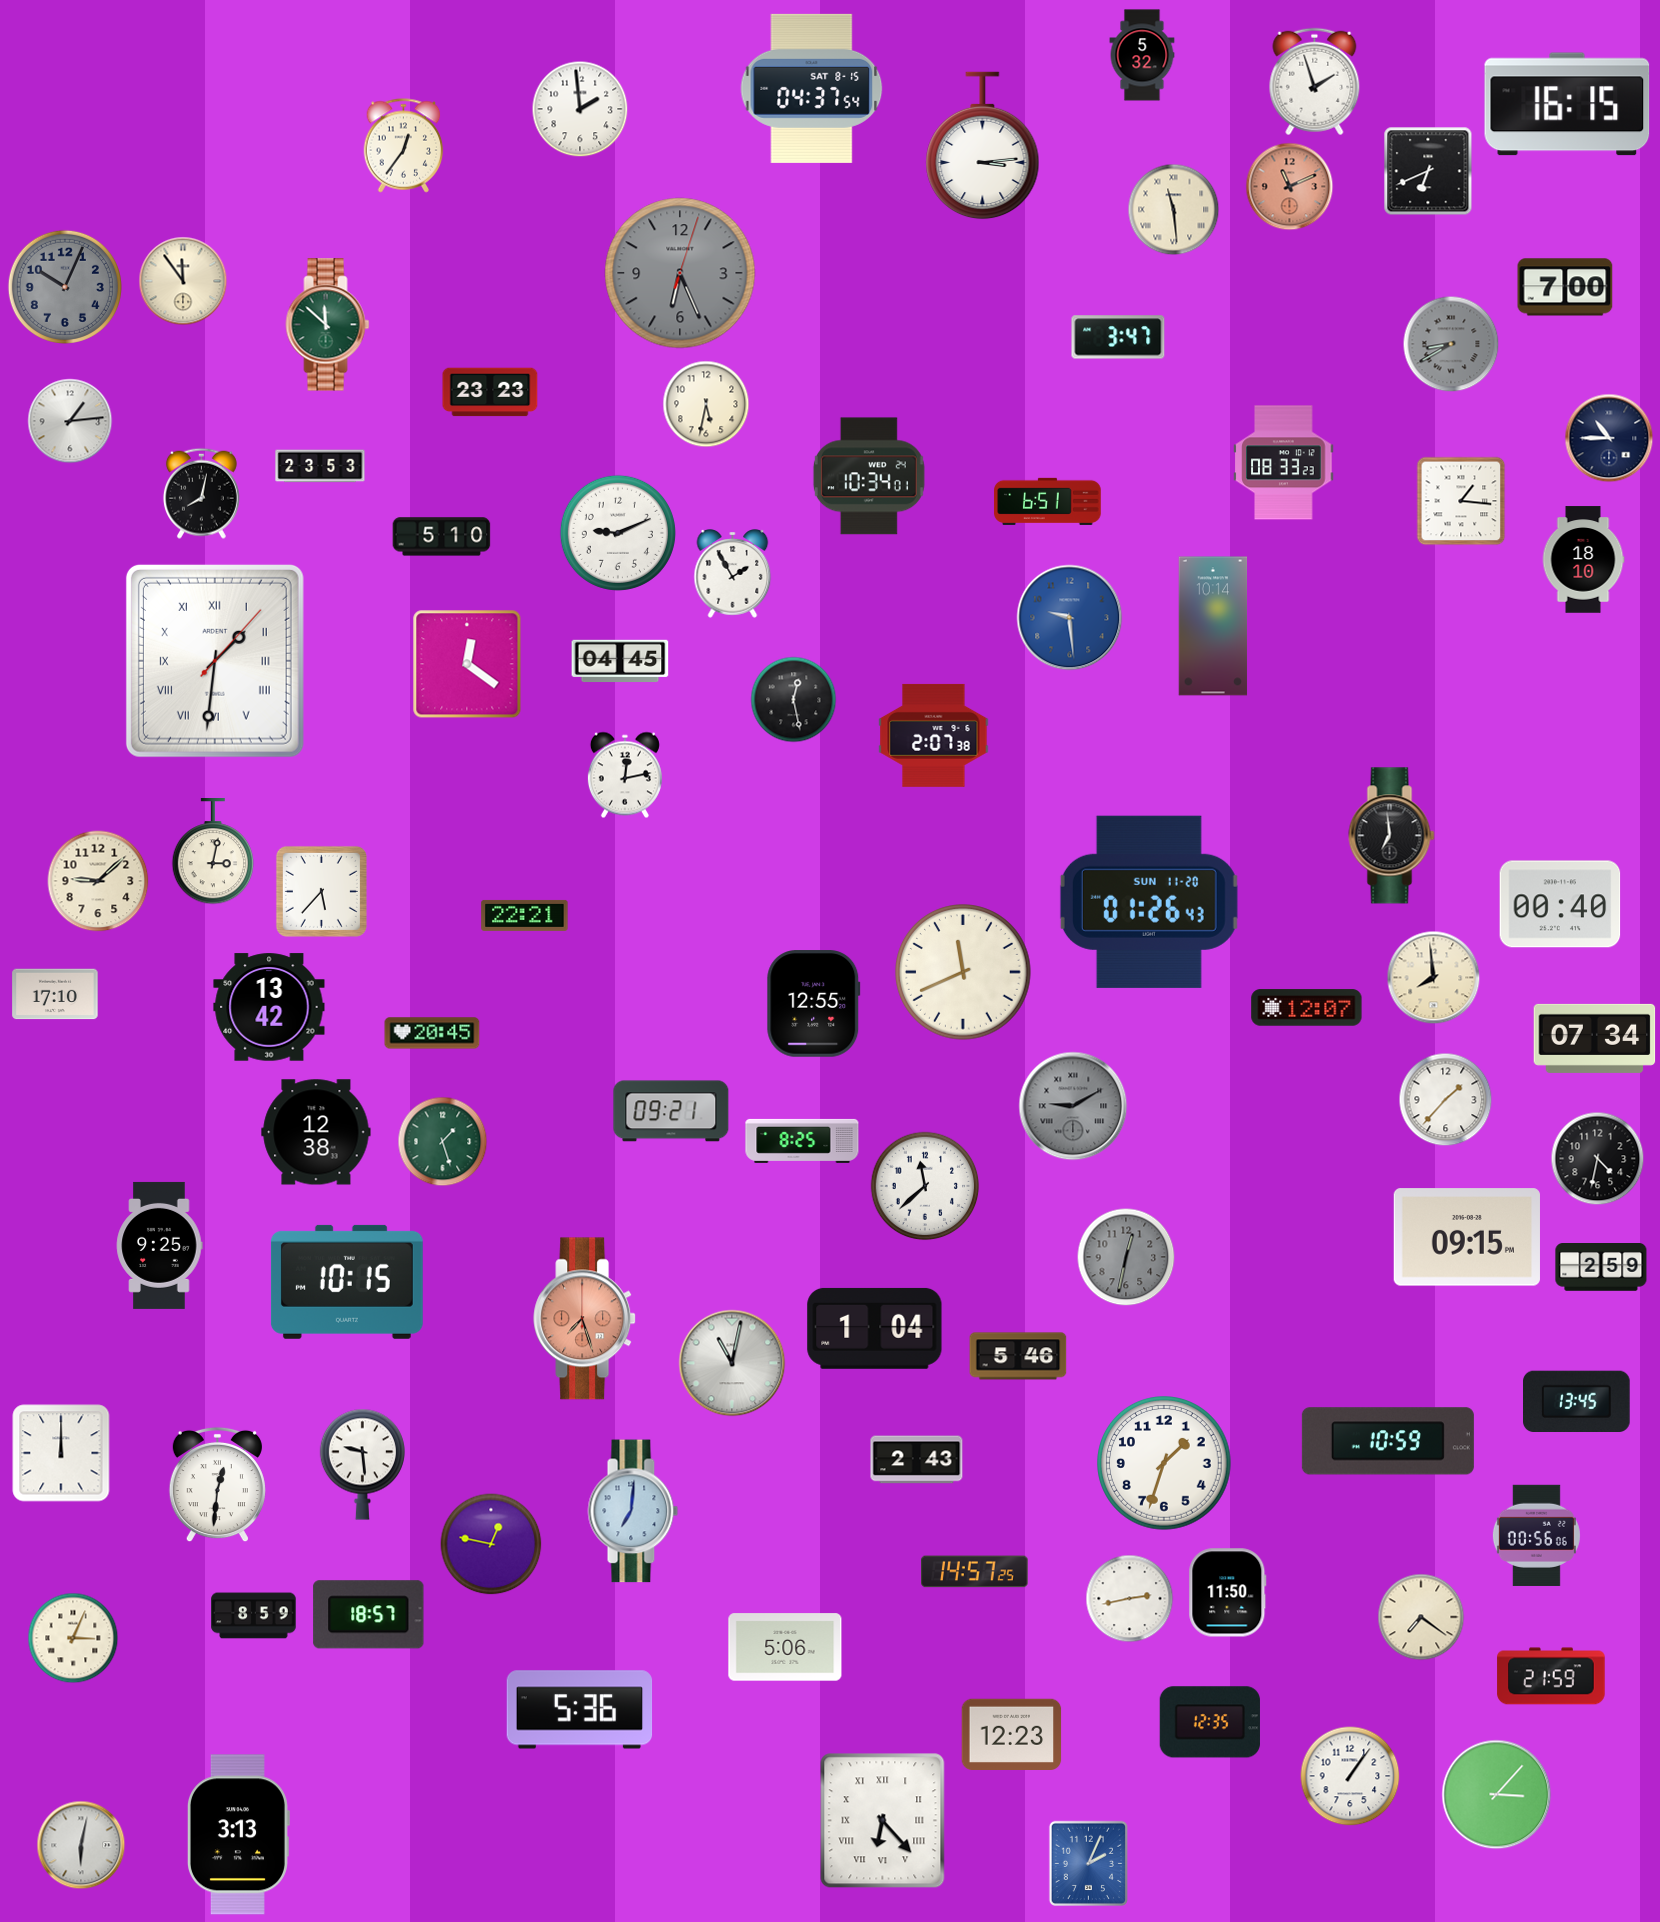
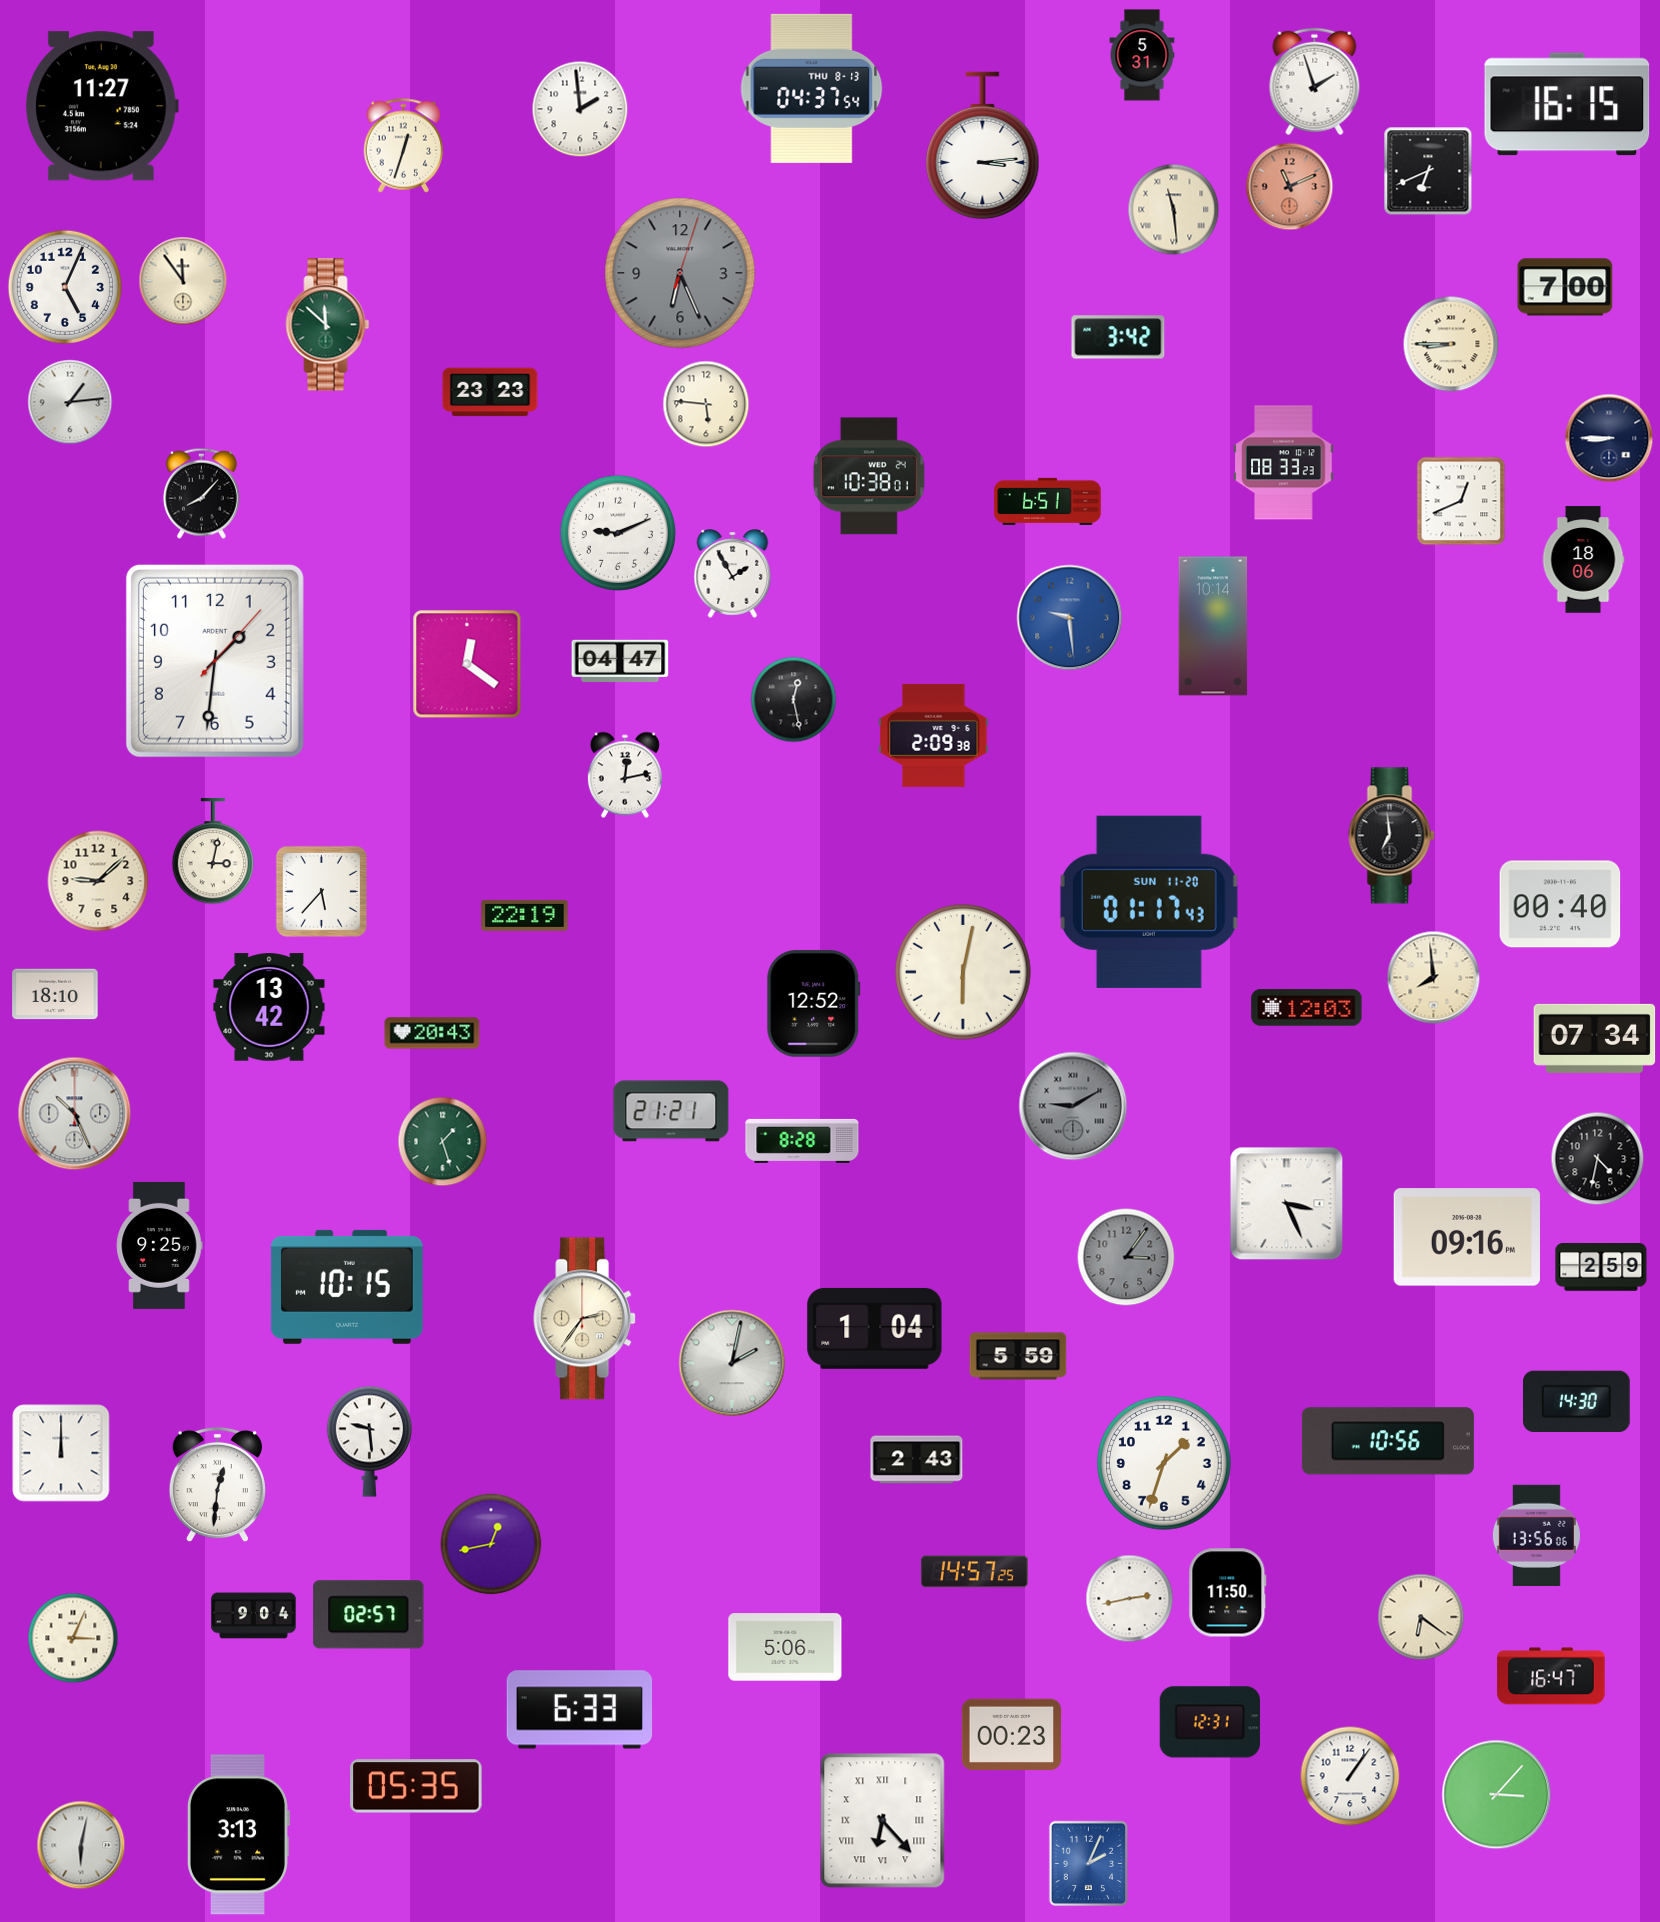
clock at (1142, 55): 5:32 -> 5:31
clock at (812, 88) date: SAT 8-15 -> THU 8-13
clock at (102, 106): none -> 11:27
clock at (404, 146): 12:36 -> 12:33
clock at (65, 287): 10:04 -> 5:04
clock at (65, 287) dial: grey -> white
clock at (1118, 337): 3:47 -> 3:42
clock at (1451, 344): 8:40 -> 8:45
clock at (1451, 344) dial: grey -> cream
clock at (706, 404): 5:32 -> 5:46
clock at (70, 421) position: (70, 421) -> (70, 402)
clock at (1609, 438): 10:45 -> 8:45
clock at (320, 466): 23:53 -> none
clock at (869, 476): 10:34 -> 10:38
clock at (201, 493): 8:02 -> 8:07
clock at (1461, 501): 1:16 -> 12:41
clock at (442, 537): 5:10 -> none
clock at (1583, 560): 18:10 -> 18:06
clock at (215, 661) numerals: Roman -> Arabic
clock at (620, 661): 04:45 -> 04:47
clock at (934, 735): 2:07 -> 2:09
clock at (1149, 902): 01:26 -> 01:17
clock at (525, 915): 22:21 -> 22:19
clock at (963, 972): 11:41 -> 6:02
clock at (55, 994): 17:10 -> 18:10
clock at (814, 1004): 12:55 -> 12:52
clock at (1307, 1008): 12:07 -> 12:03
clock at (432, 1033): 20:45 -> 20:43
clock at (1446, 1100): 1:37 -> none
clock at (671, 1111): 09:21 -> 21:21
clock at (75, 1114): none -> 10:26
clock at (316, 1132): 12:38 -> none
clock at (802, 1141): 8:25 -> 8:28
clock at (925, 1186): 11:38 -> none
clock at (1287, 1204): none -> 3:26
clock at (1467, 1237): 09:15 -> 09:16
clock at (1126, 1257): 12:32 -> 3:06
clock at (347, 1282) position: (347, 1282) -> (347, 1287)
clock at (585, 1319): 7:27 -> 2:36
clock at (585, 1319) dial: salmon -> cream
clock at (1018, 1356): 5:46 -> 5:59
clock at (732, 1363): 11:02 -> 2:02
clock at (1577, 1401): 13:45 -> 14:30
clock at (1388, 1441): 10:59 -> 10:56
clock at (362, 1464) position: (362, 1464) -> (369, 1441)
clock at (633, 1511): 7:01 -> none
clock at (1536, 1535): 00:56 -> 13:56
clock at (491, 1544): 12:47 -> 12:43
clock at (369, 1615): 18:57 -> 02:57
clock at (254, 1616): 8:59 -> 9:04
clock at (1421, 1617): 7:21 -> 6:21
clock at (1551, 1676): 21:59 -> 16:47
clock at (580, 1710): 5:36 -> 6:33
clock at (1210, 1722): 12:35 -> 12:31
clock at (1012, 1735): 12:23 -> 00:23
clock at (416, 1786): none -> 05:35
